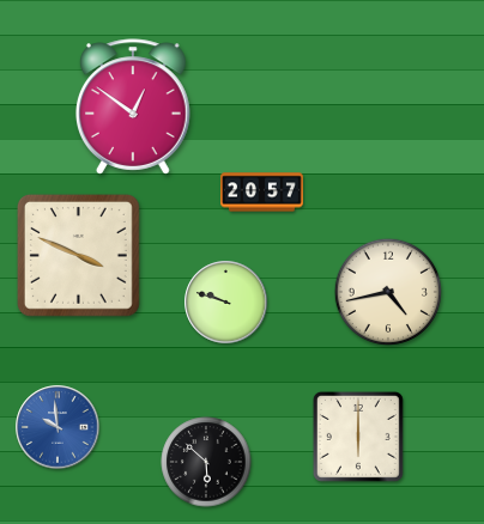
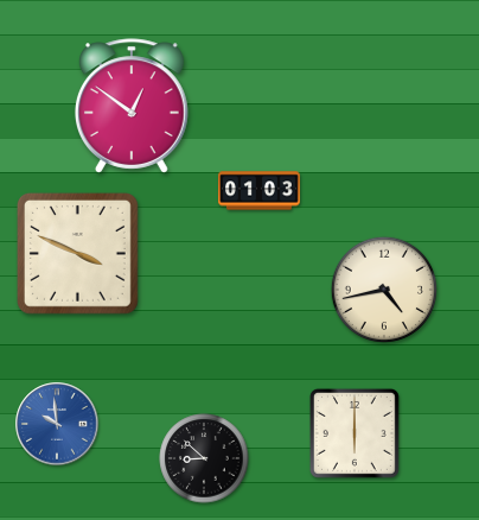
clock at (262, 193): 20:57 -> 01:03
clock at (226, 303): 9:48 -> none
clock at (206, 462): 5:52 -> 8:52
